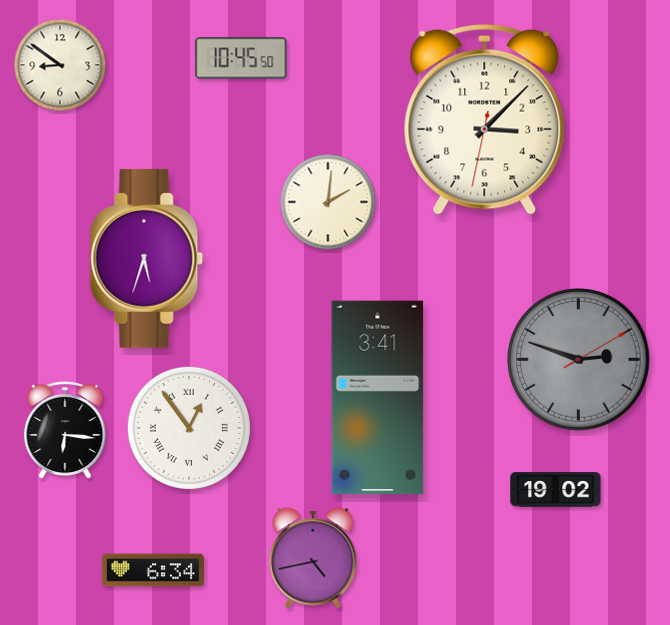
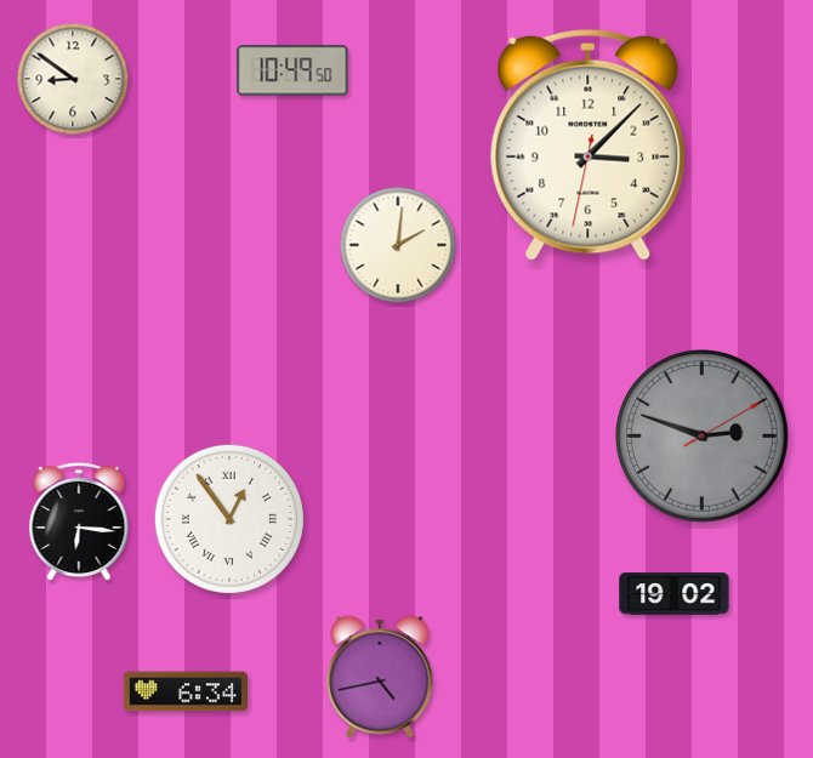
clock at (241, 58): 10:45 -> 10:49
clock at (147, 258): 5:33 -> none
clock at (378, 398): 3:41 -> none
